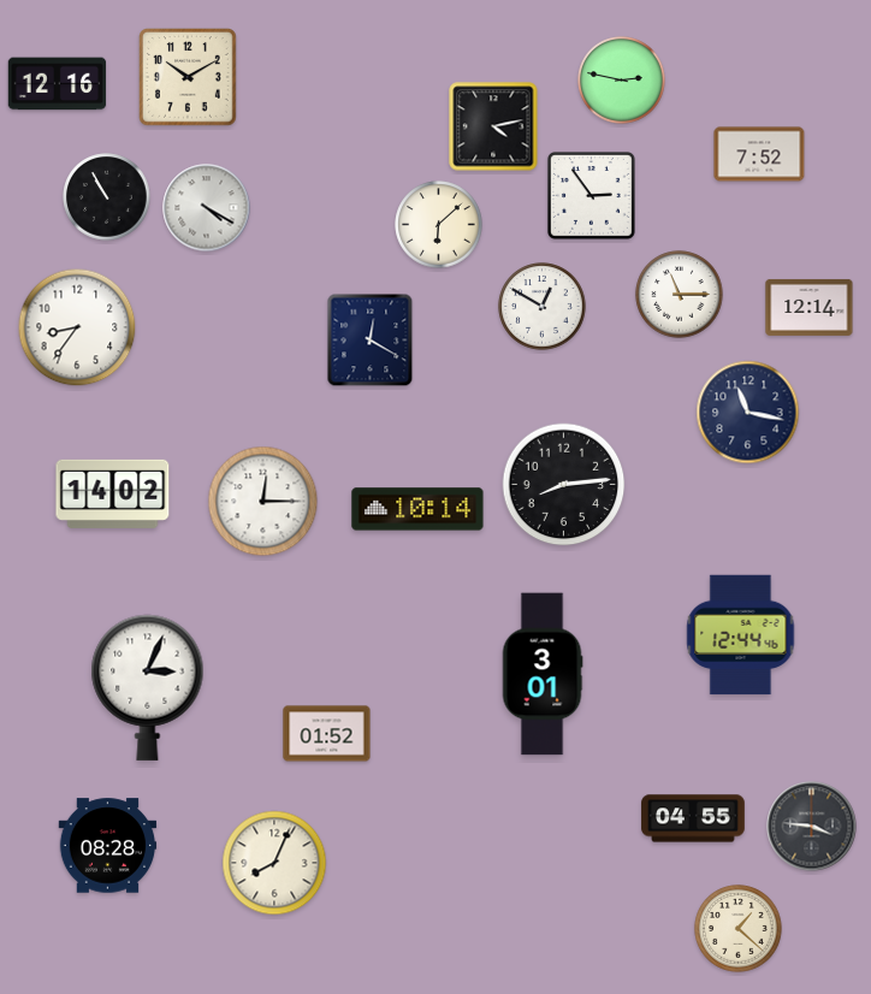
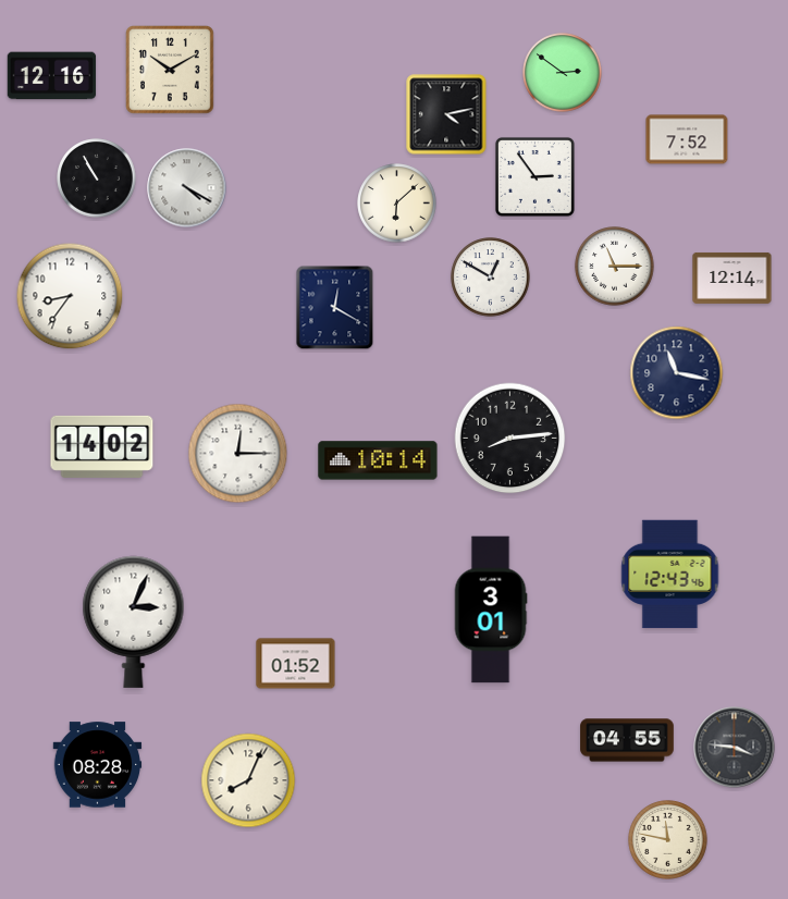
clock at (622, 81): 2:47 -> 2:51
clock at (741, 635): 12:44 -> 12:43
clock at (739, 929): 1:22 -> 11:47
